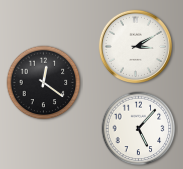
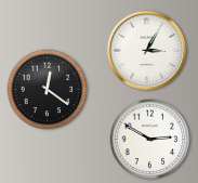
clock at (135, 46): 3:10 -> 3:05
clock at (139, 129): 5:07 -> 2:50
